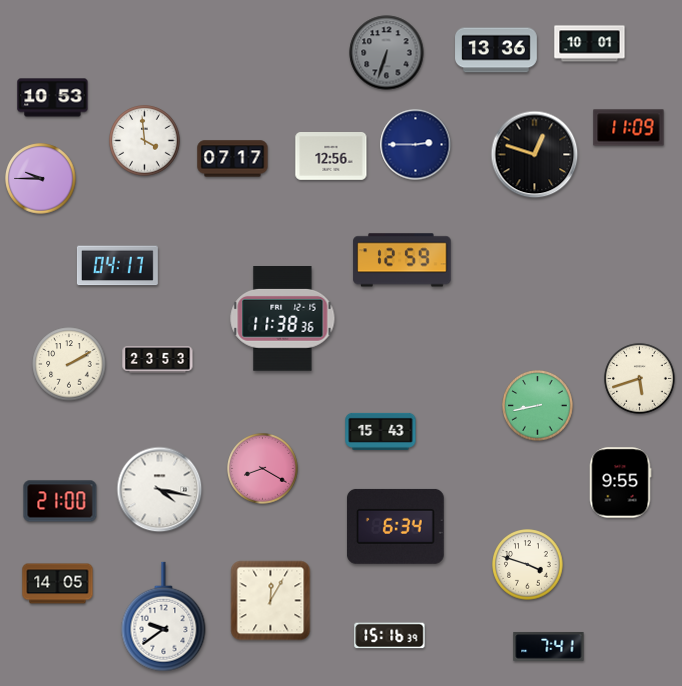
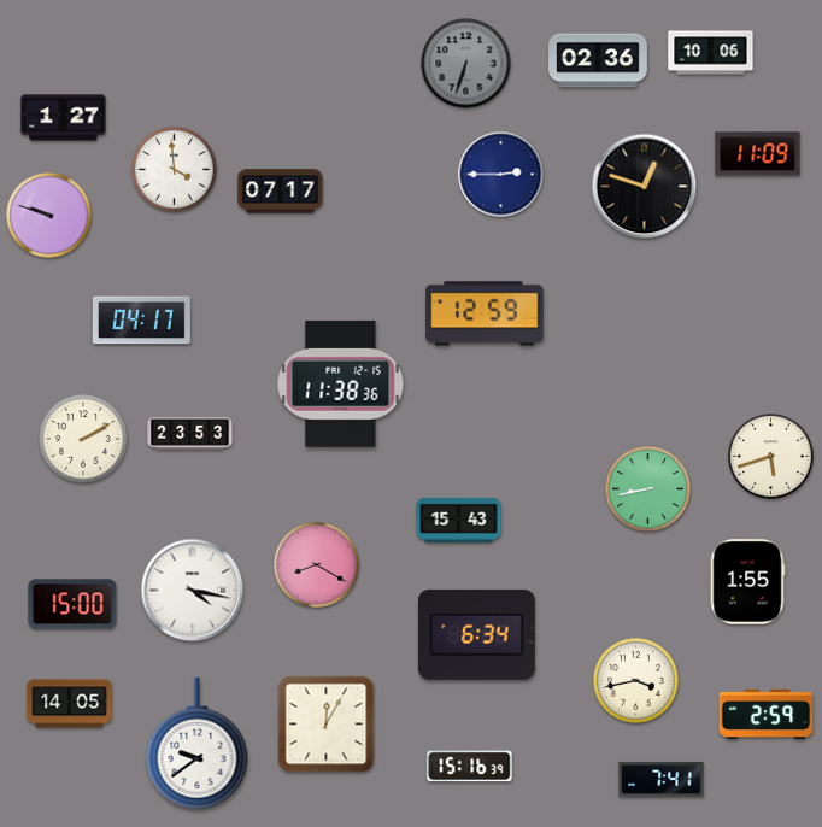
clock at (590, 44): 10:01 -> 10:06
clock at (496, 50): 13:36 -> 02:36
clock at (53, 98): 10:53 -> 1:27
clock at (331, 157): 12:56 -> none
clock at (41, 179): 9:45 -> 9:48
clock at (620, 483): 9:55 -> 1:55
clock at (60, 501): 21:00 -> 15:00
clock at (528, 565): 3:48 -> 3:43
clock at (767, 714): none -> 2:59
